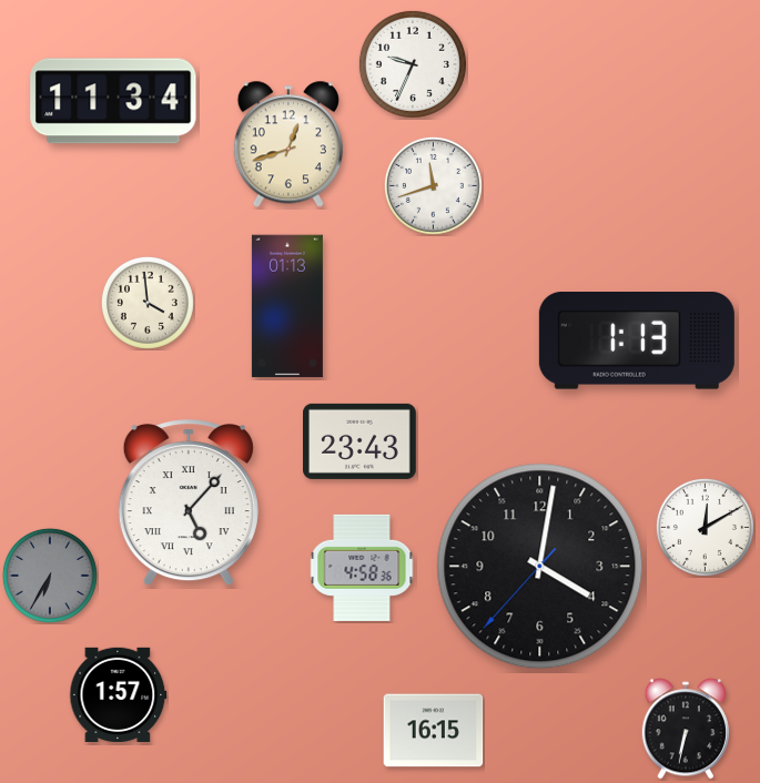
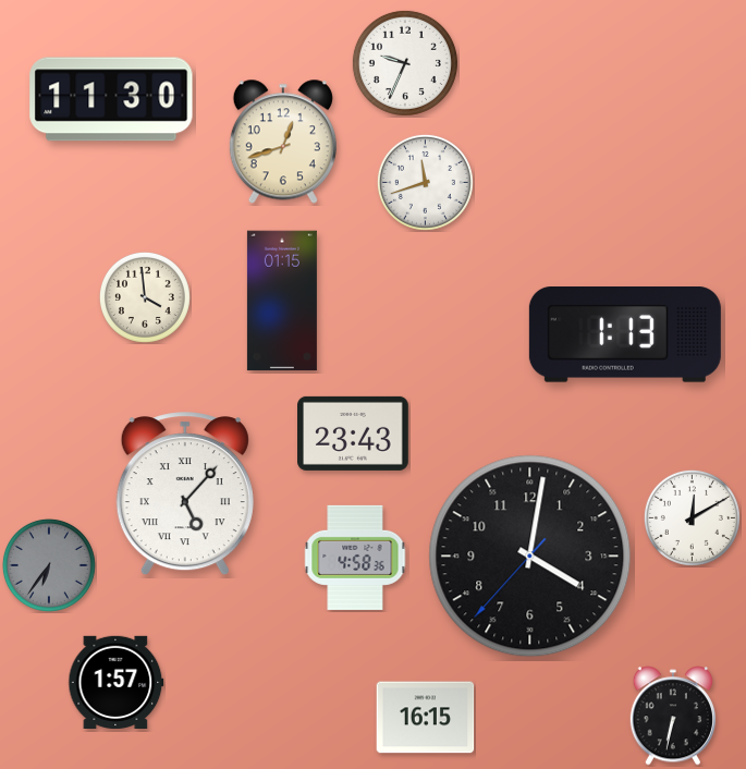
clock at (113, 101): 11:34 -> 11:30
clock at (287, 306): 01:13 -> 01:15
clock at (50, 576): 6:35 -> 6:36
